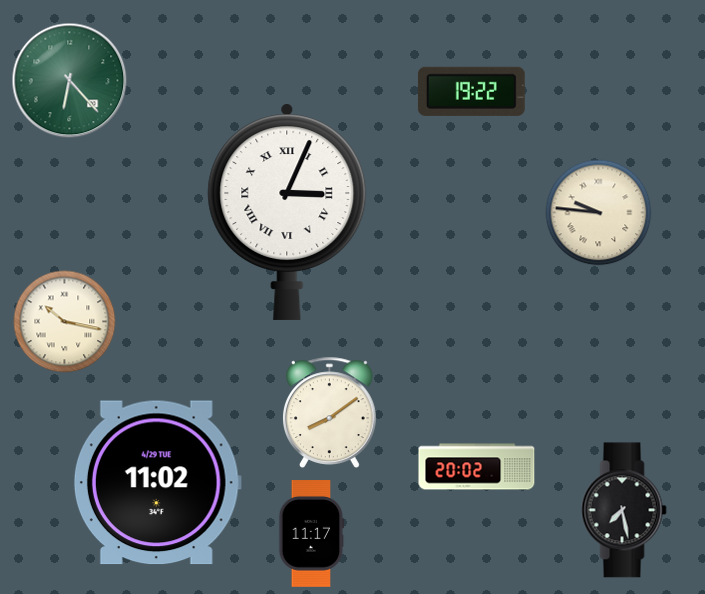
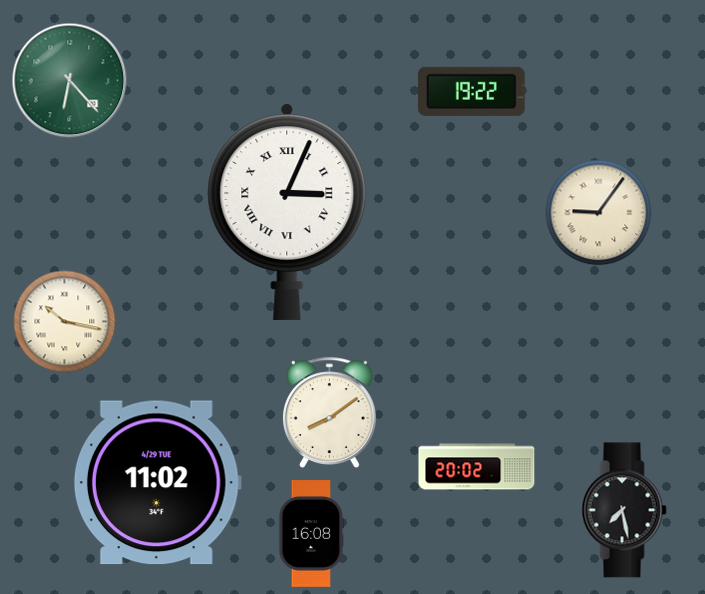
clock at (599, 213): 9:46 -> 9:06
clock at (312, 534): 11:17 -> 16:08
